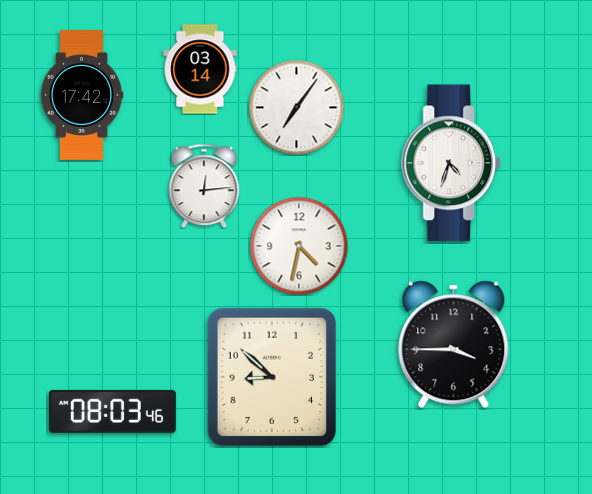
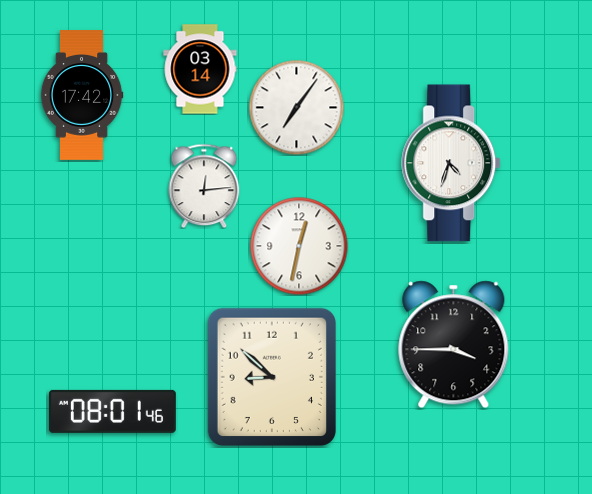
clock at (299, 246): 4:32 -> 12:32
clock at (112, 411): 08:03 -> 08:01
